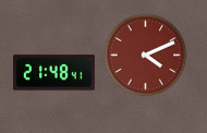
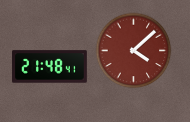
clock at (146, 56): 4:11 -> 4:08
